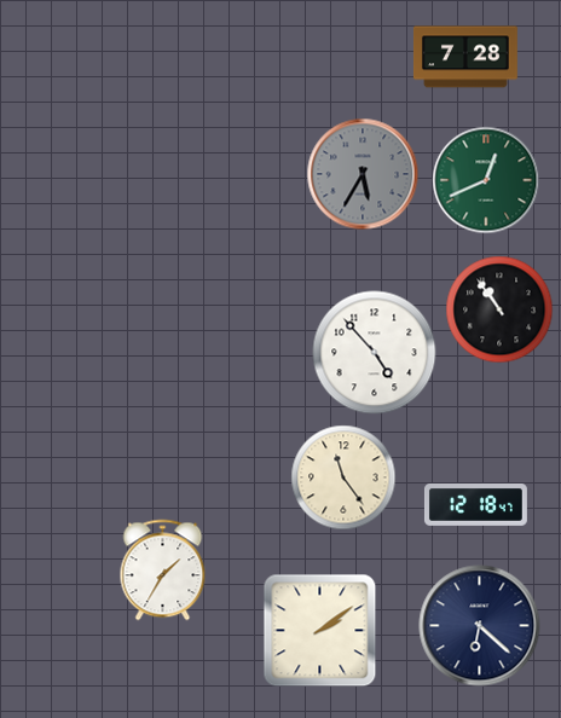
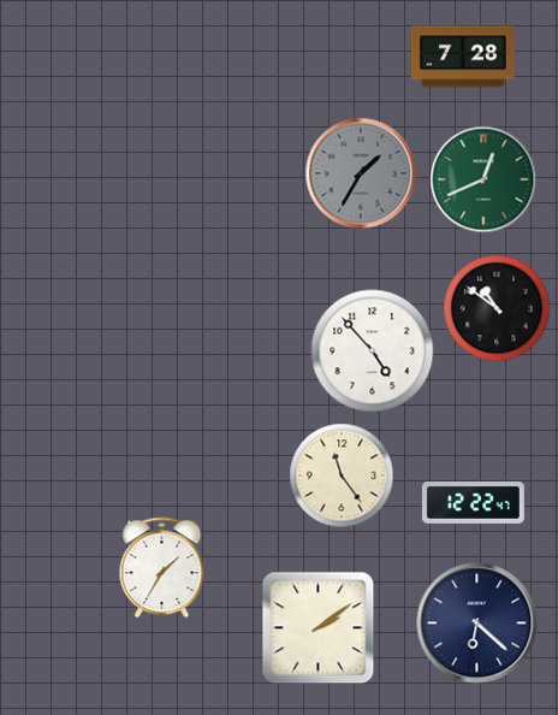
clock at (363, 174): 5:35 -> 1:35
clock at (499, 309): 10:54 -> 10:51
clock at (475, 505): 12:18 -> 12:22
